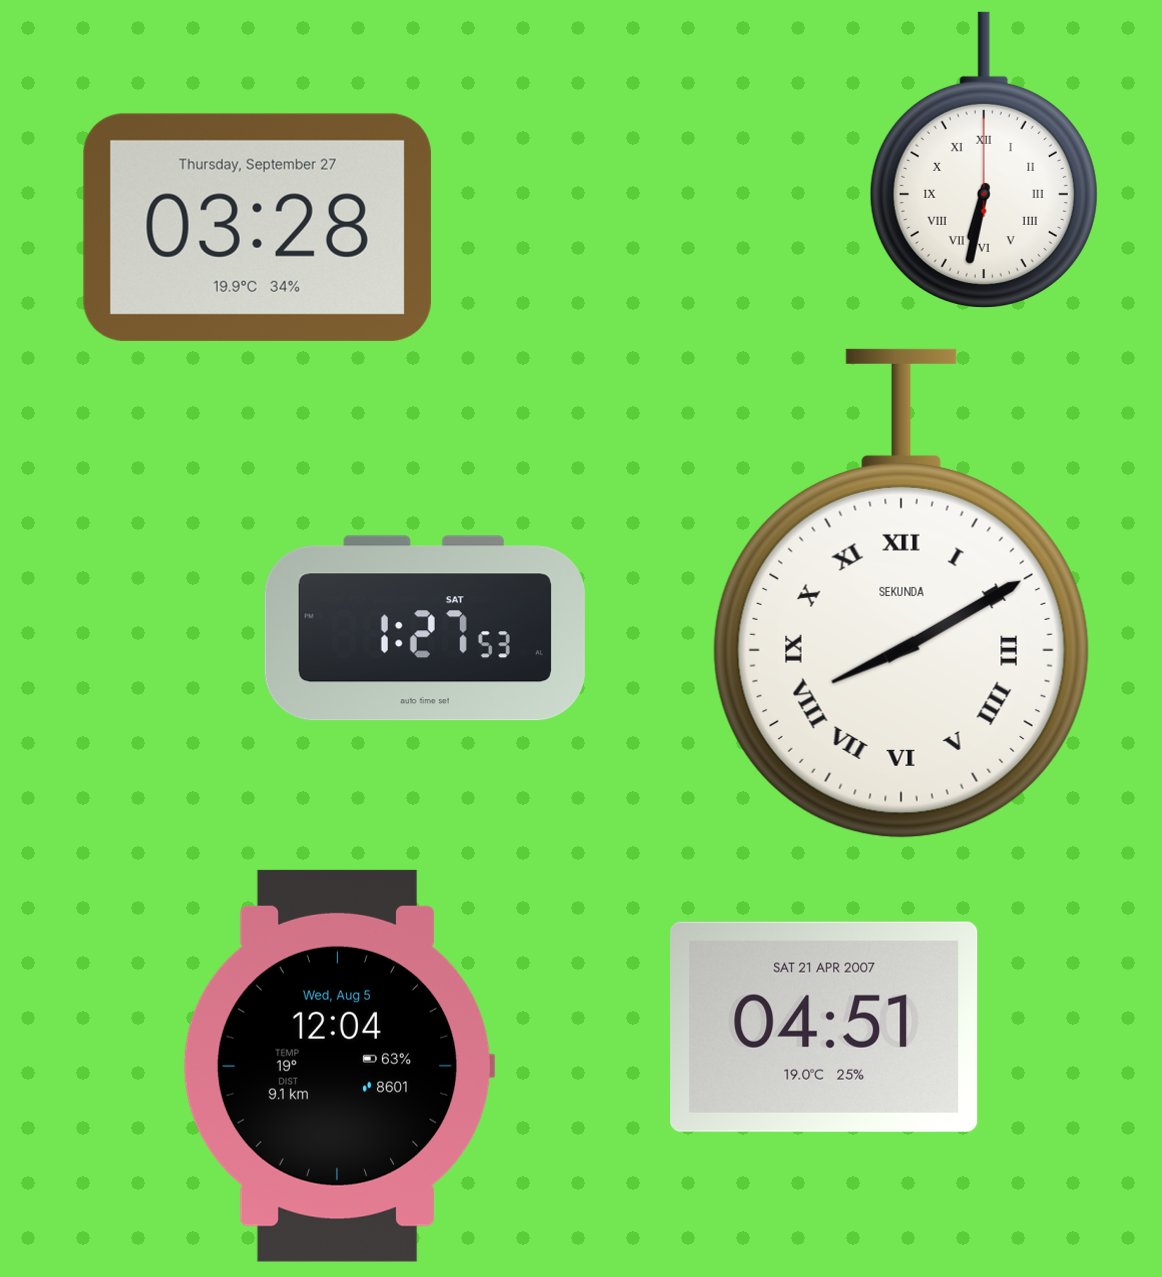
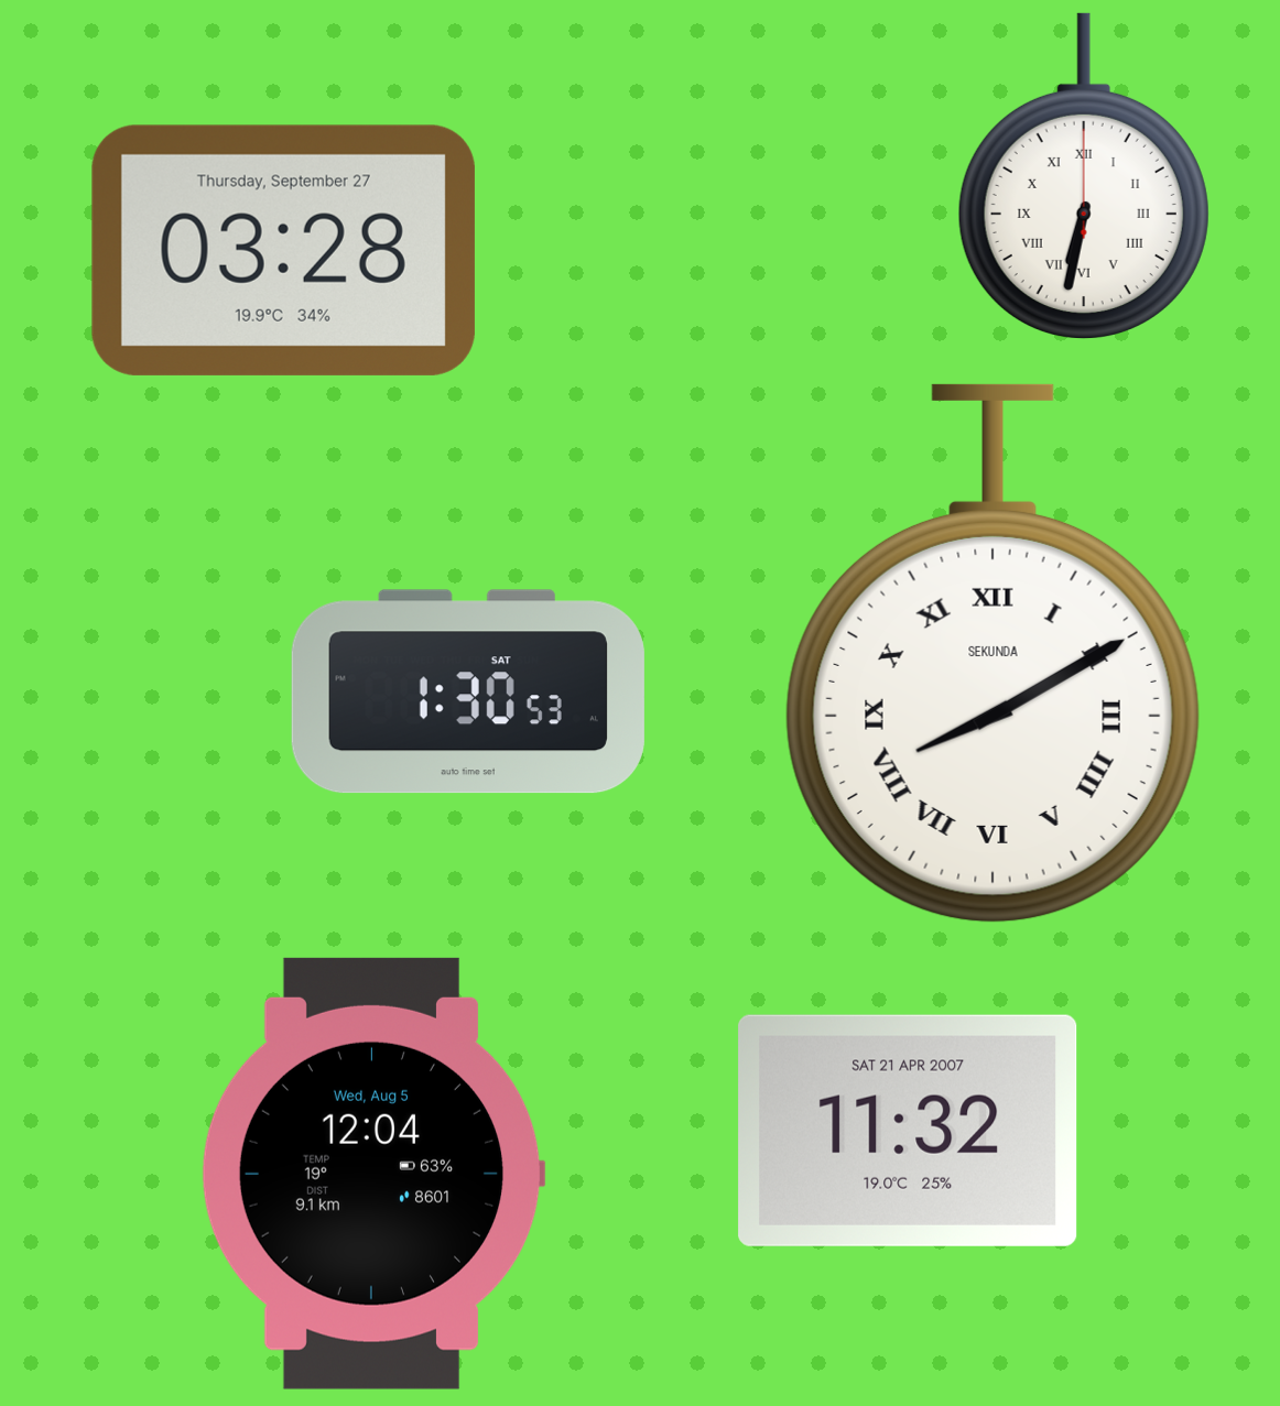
clock at (425, 628): 1:27 -> 1:30
clock at (824, 1027): 04:51 -> 11:32
